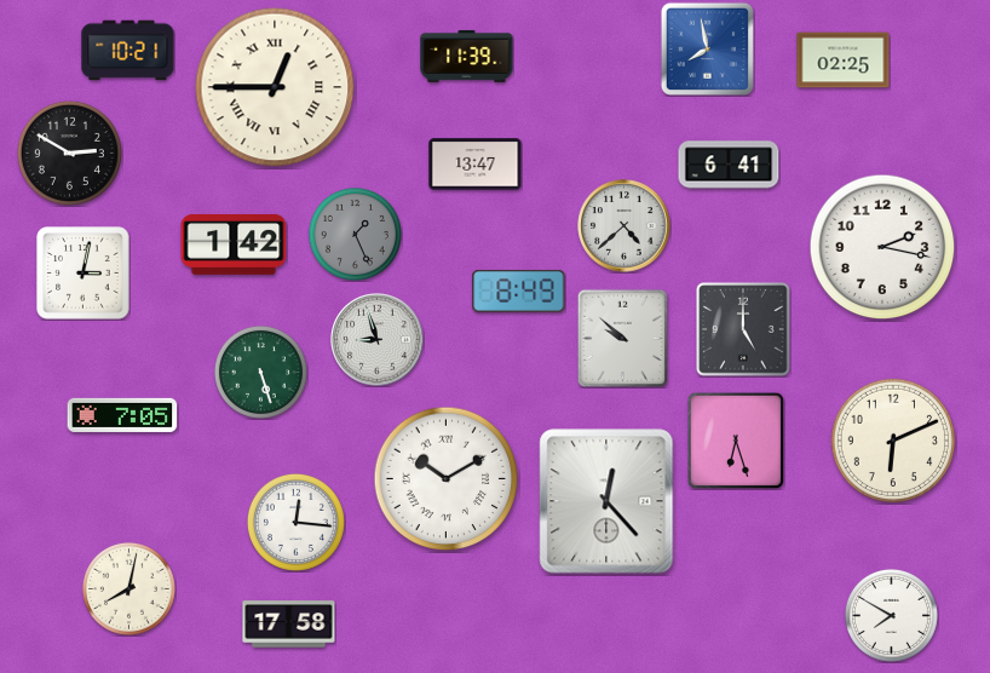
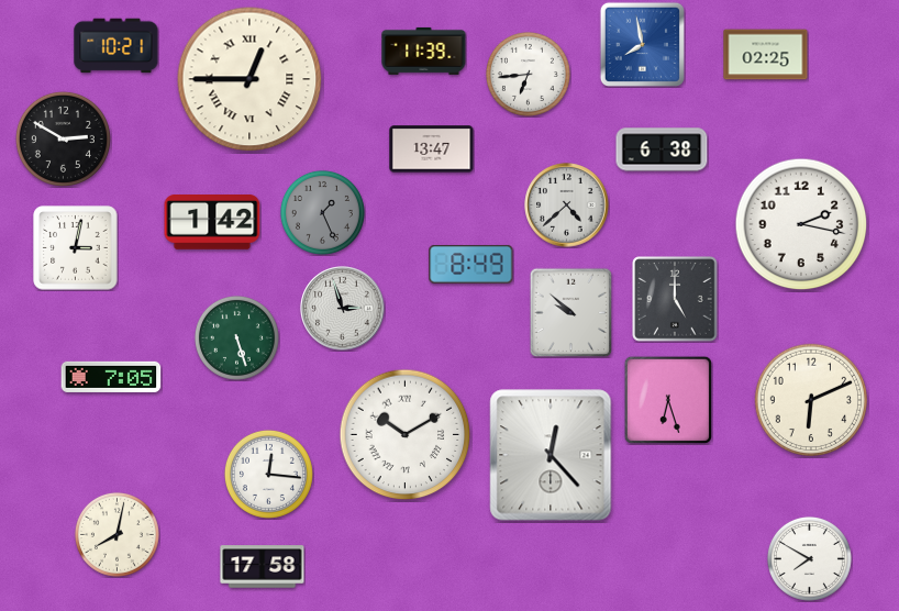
clock at (528, 74): none -> 6:44
clock at (729, 165): 6:41 -> 6:38
clock at (623, 338) position: (623, 338) -> (571, 312)
clock at (378, 340): 8:57 -> 2:57
